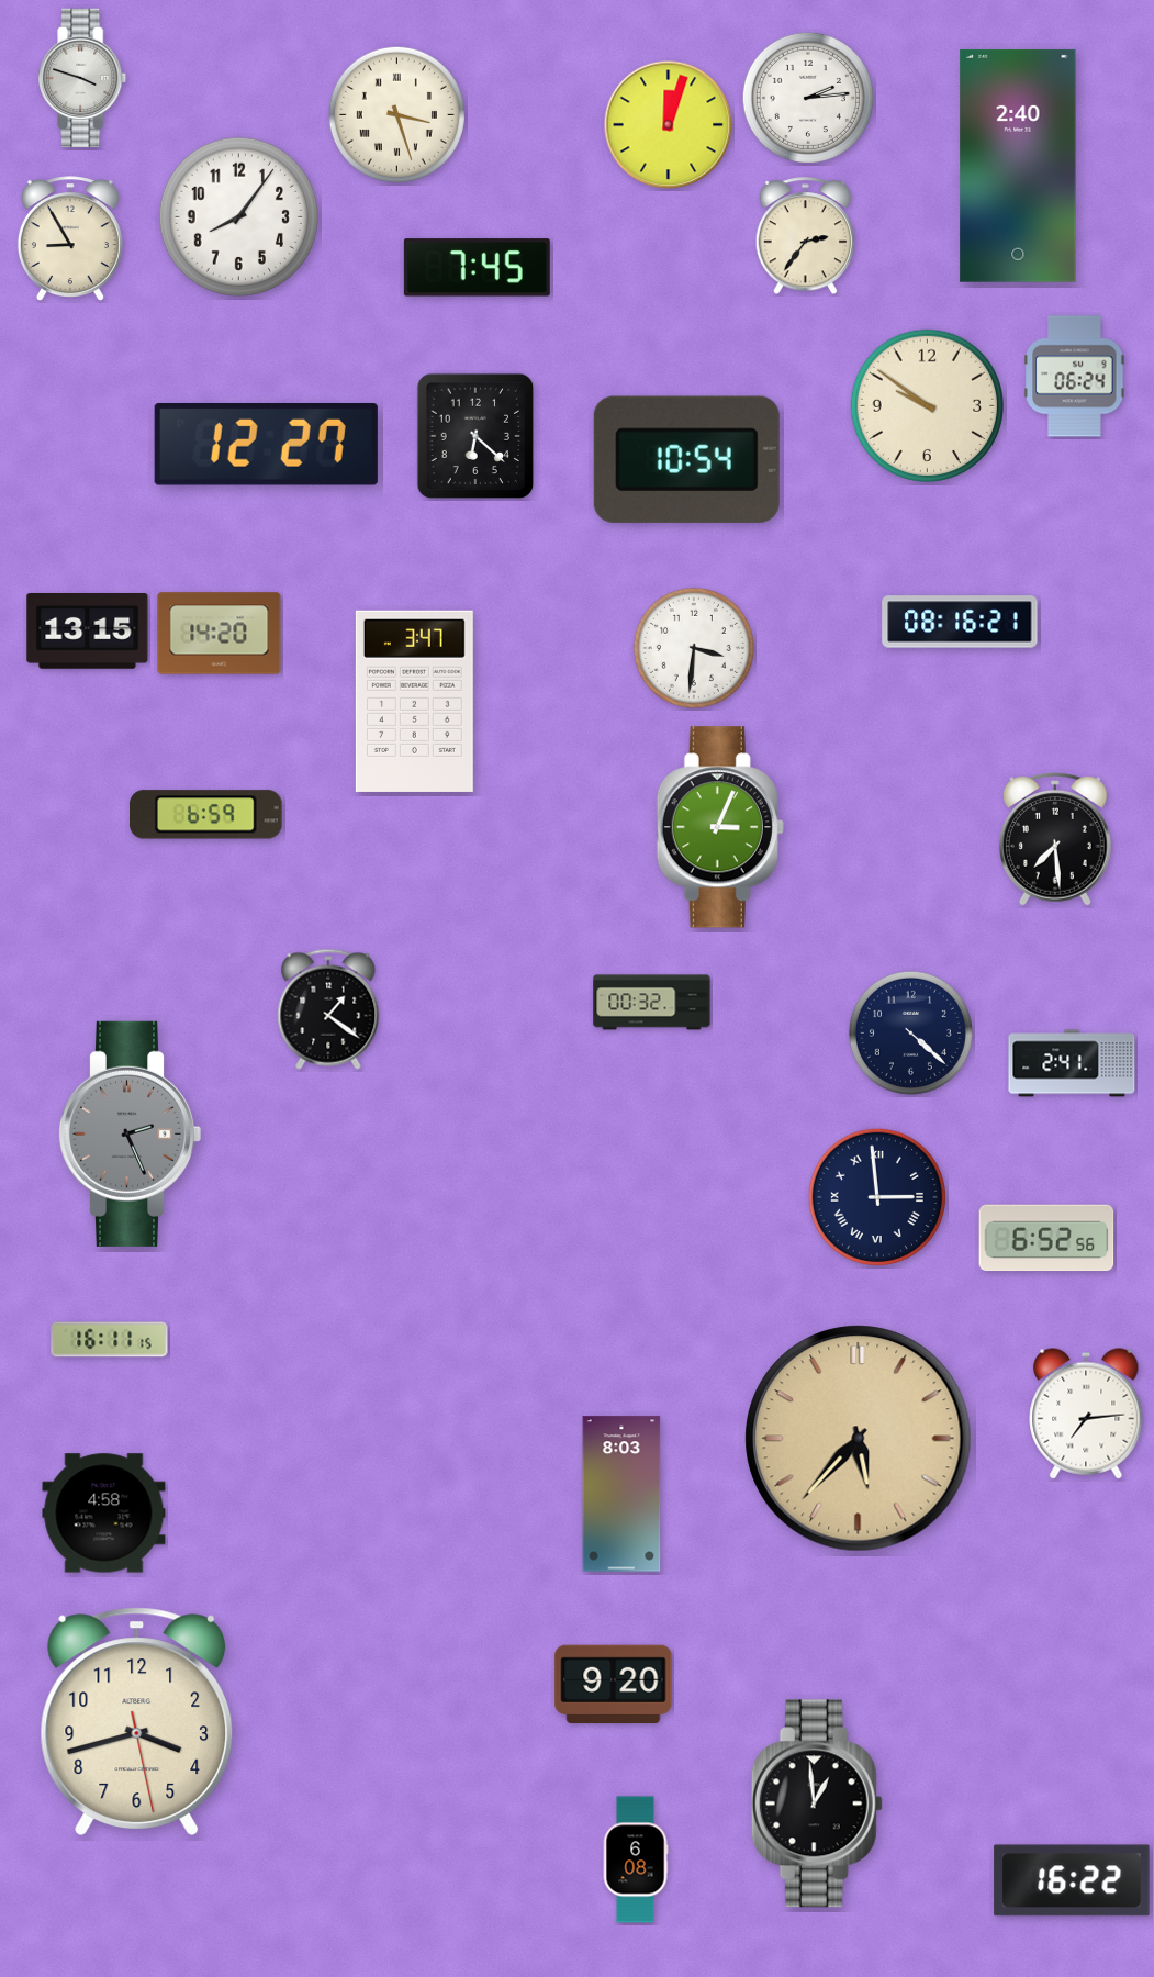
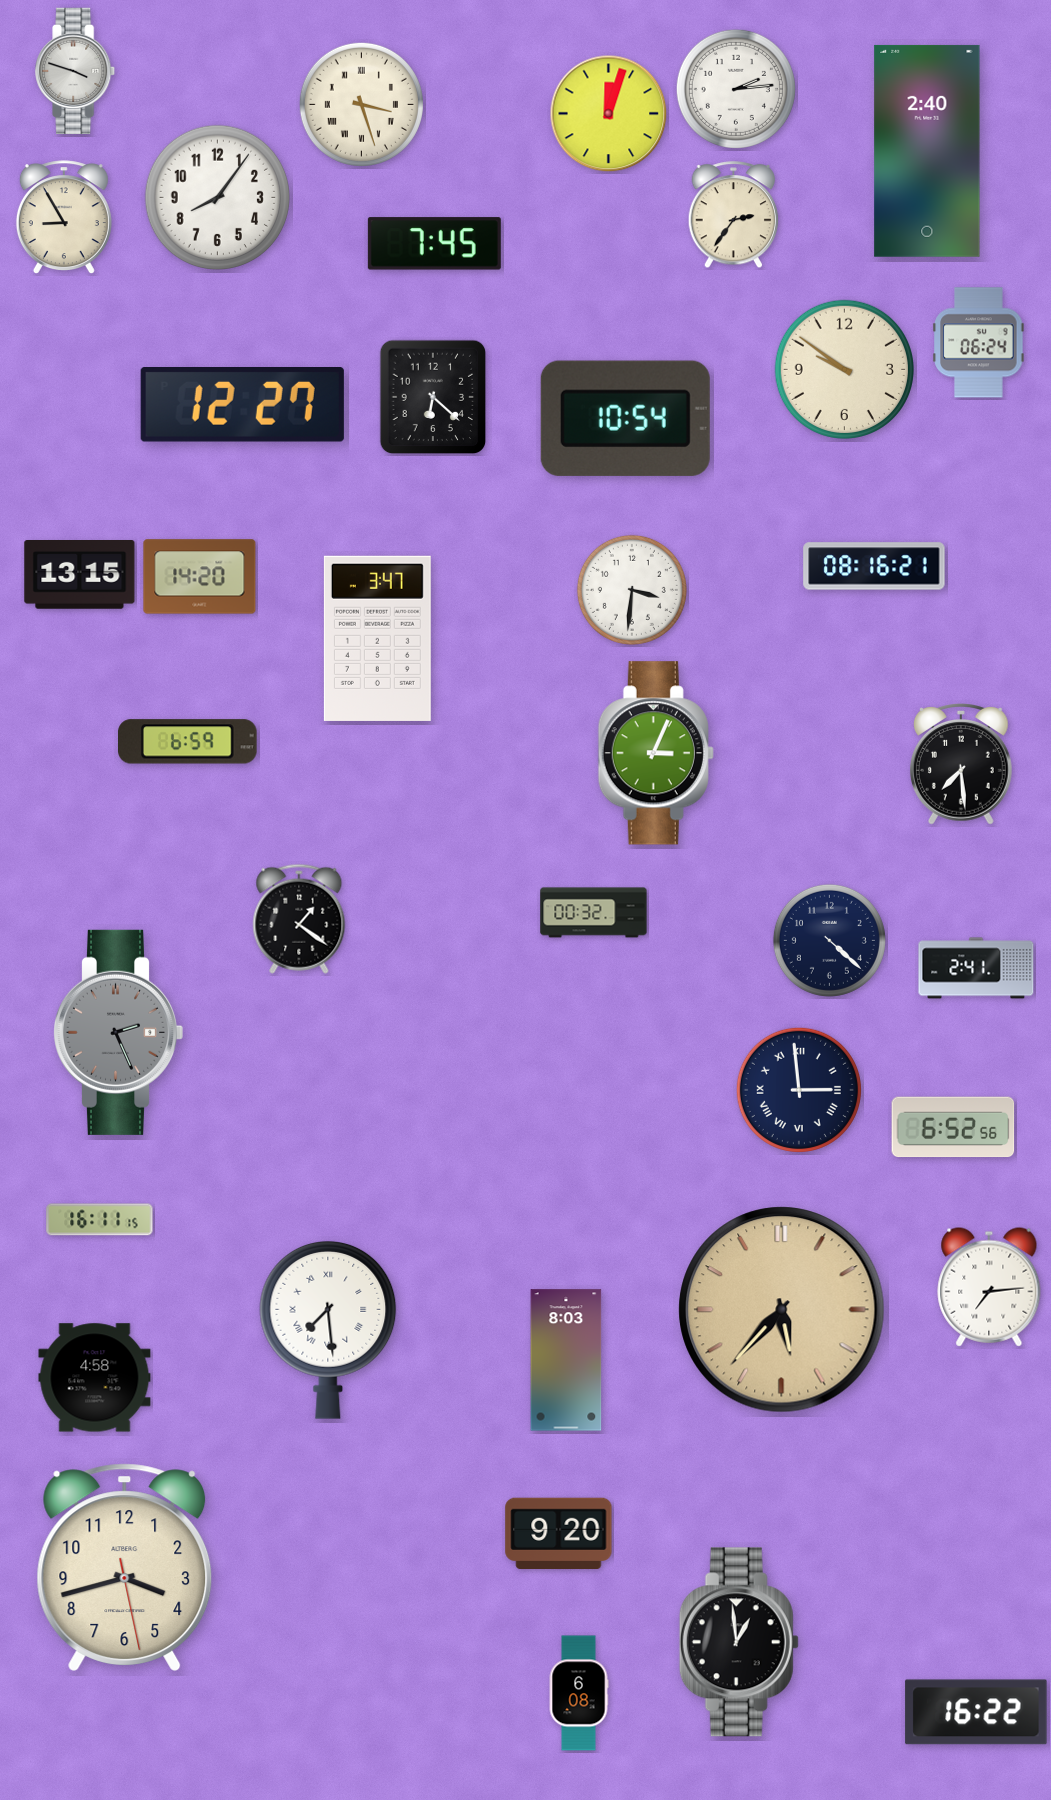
clock at (328, 1330): none -> 7:29
clock at (817, 1803) position: (817, 1803) -> (739, 1642)
